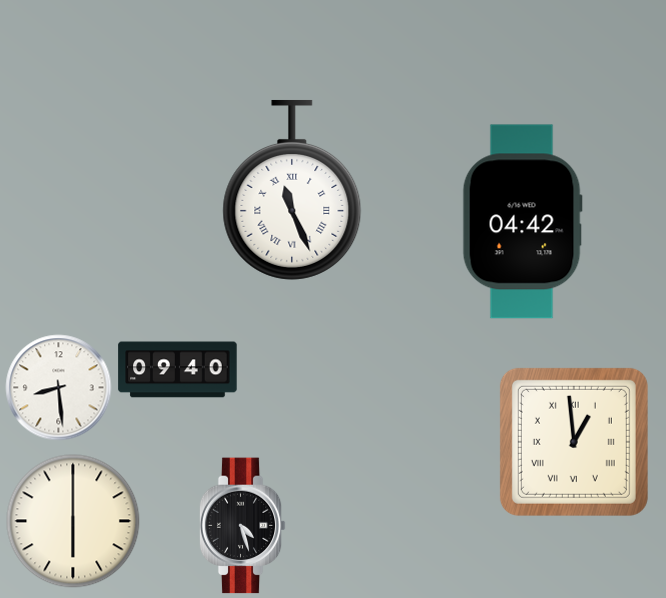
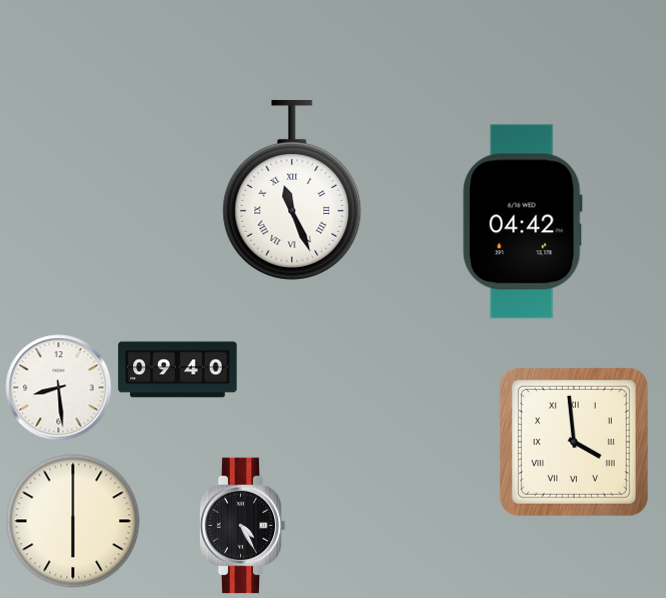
clock at (574, 442): 12:59 -> 3:59
clock at (242, 526): 4:27 -> 4:25
